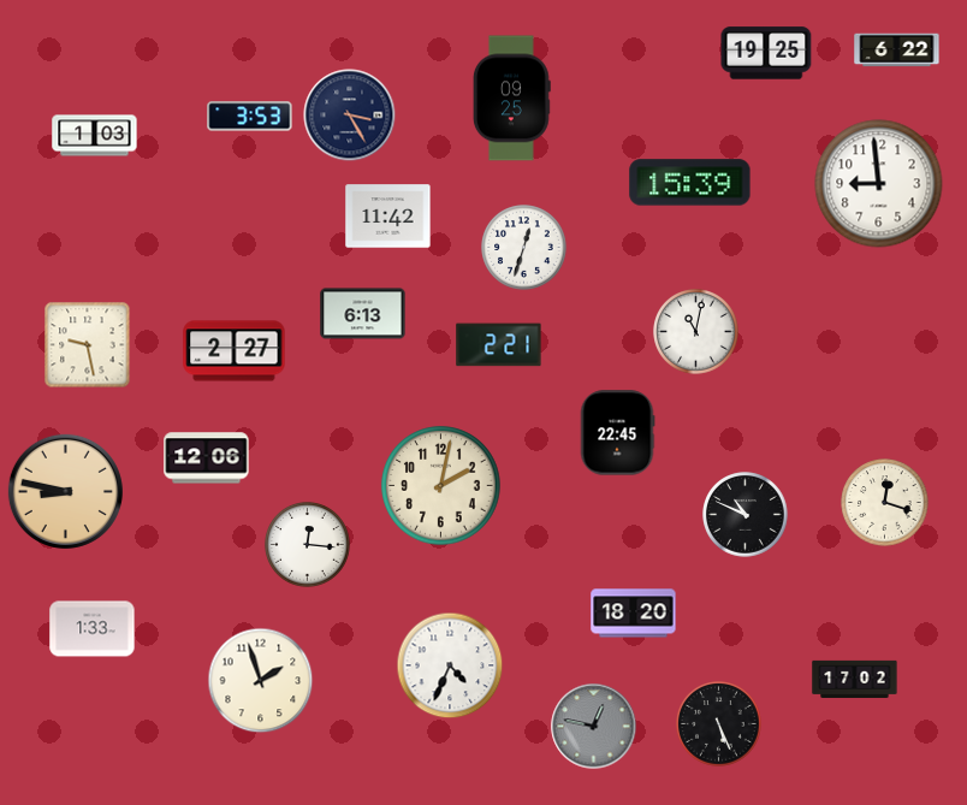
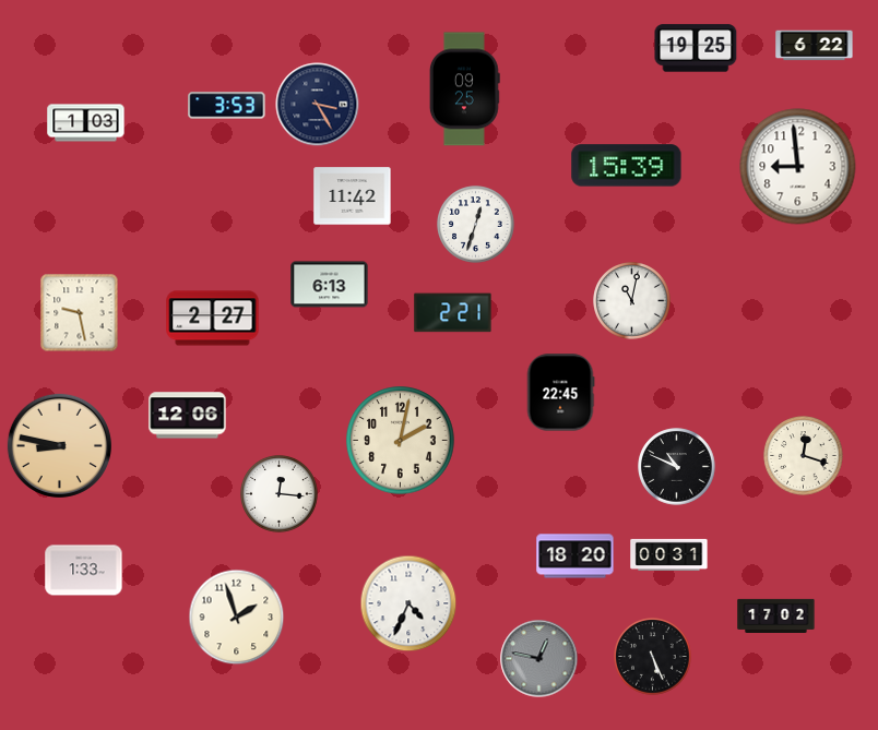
clock at (669, 554): none -> 00:31
